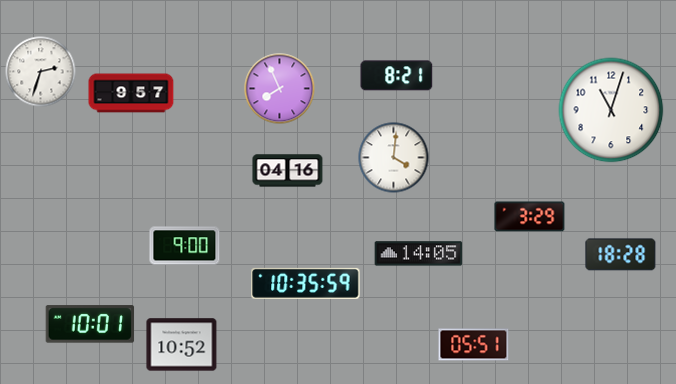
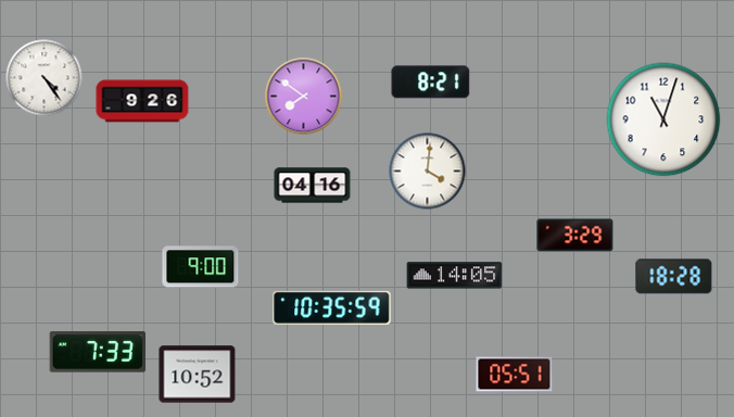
clock at (41, 72): 2:33 -> 4:24
clock at (280, 89): 7:56 -> 7:51
clock at (131, 93): 9:57 -> 9:26
clock at (90, 324): 10:01 -> 7:33
